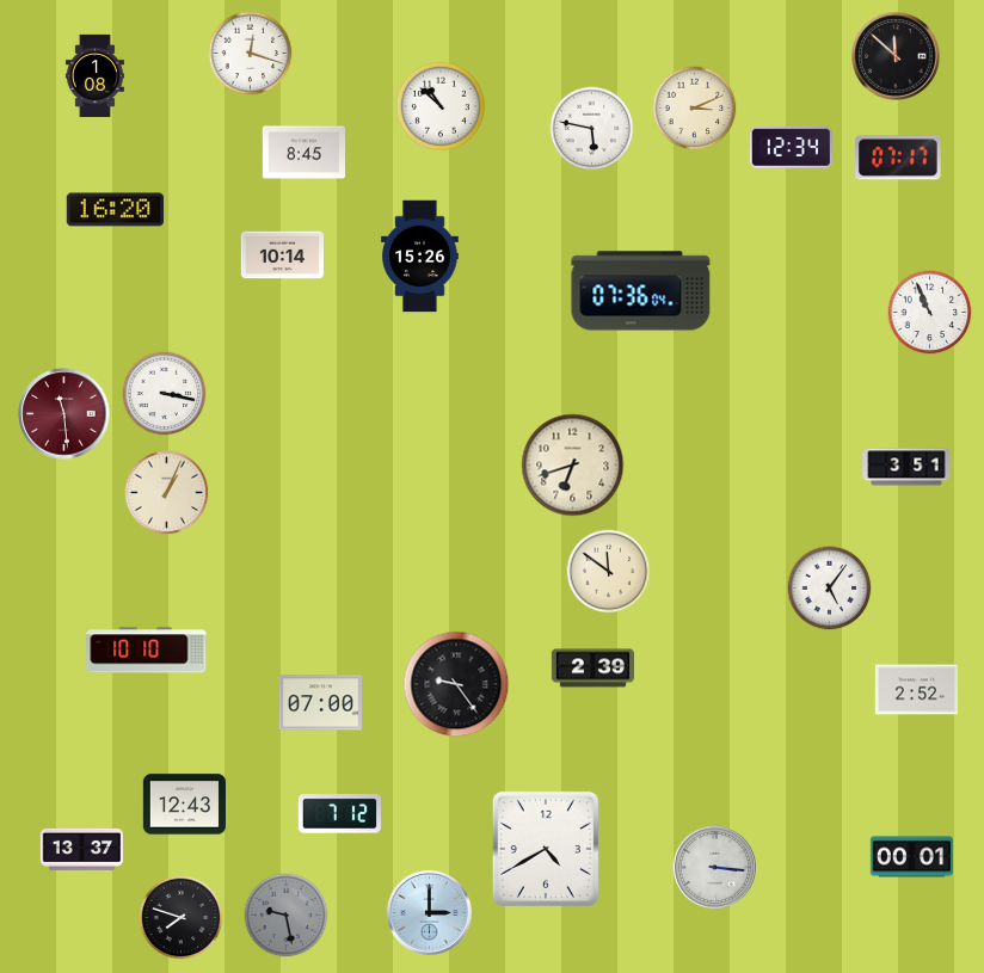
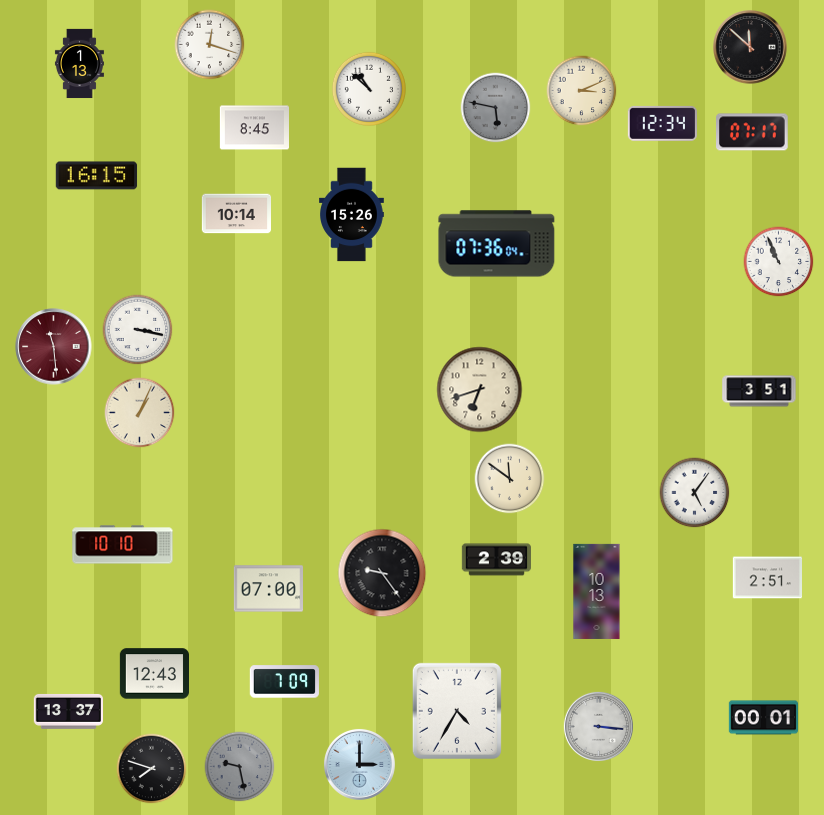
clock at (94, 76): 1:08 -> 1:13
clock at (592, 129) dial: white -> grey
clock at (116, 210): 16:20 -> 16:15
clock at (641, 291) position: (641, 291) -> (497, 244)
clock at (916, 690): 2:52 -> 2:51
clock at (597, 591): none -> 10:13
clock at (339, 814): 7:12 -> 7:09
clock at (546, 849): 4:40 -> 4:35
